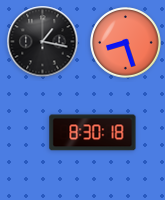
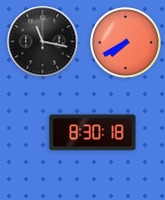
clock at (43, 42): 1:17 -> 11:17
clock at (126, 43): 8:27 -> 7:40
